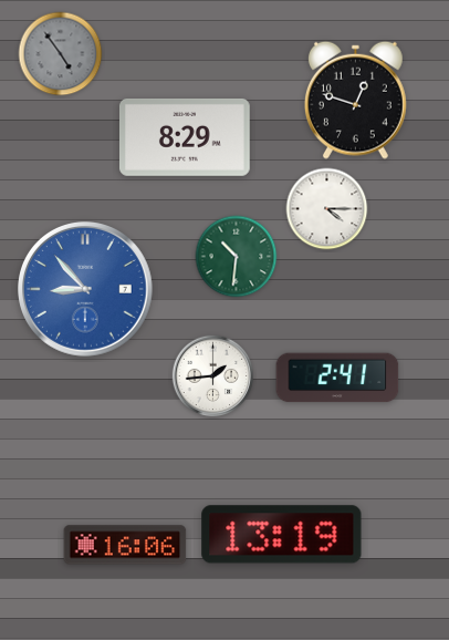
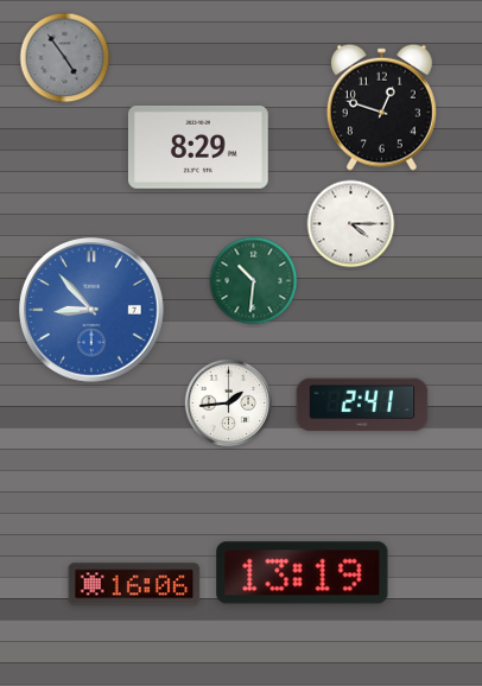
clock at (237, 257) position: (237, 257) -> (254, 281)
